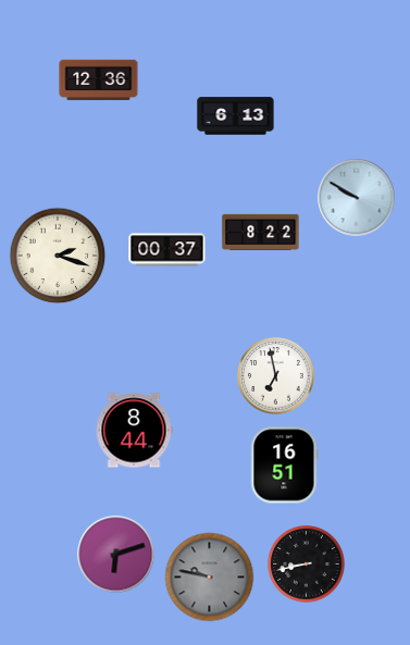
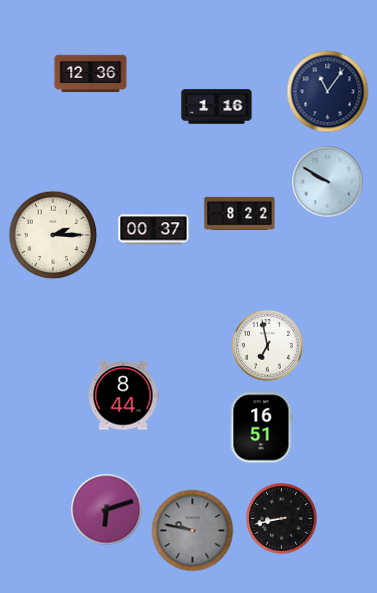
clock at (328, 92): none -> 11:06
clock at (236, 116): 6:13 -> 1:16
clock at (58, 256): 2:18 -> 2:15
clock at (276, 376) position: (276, 376) -> (268, 346)
